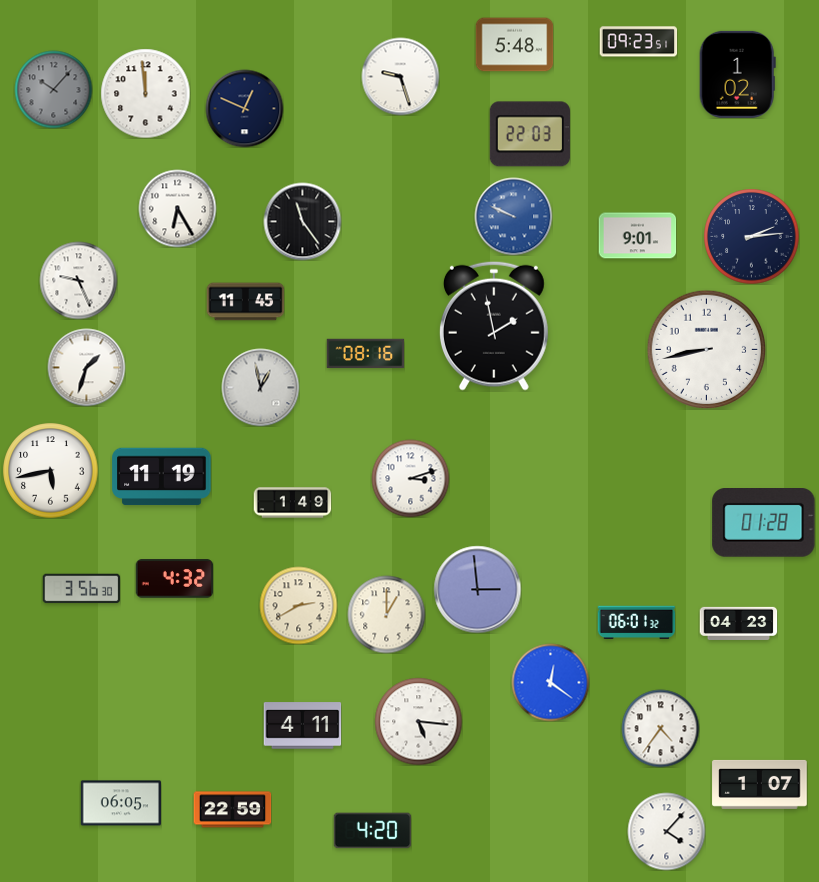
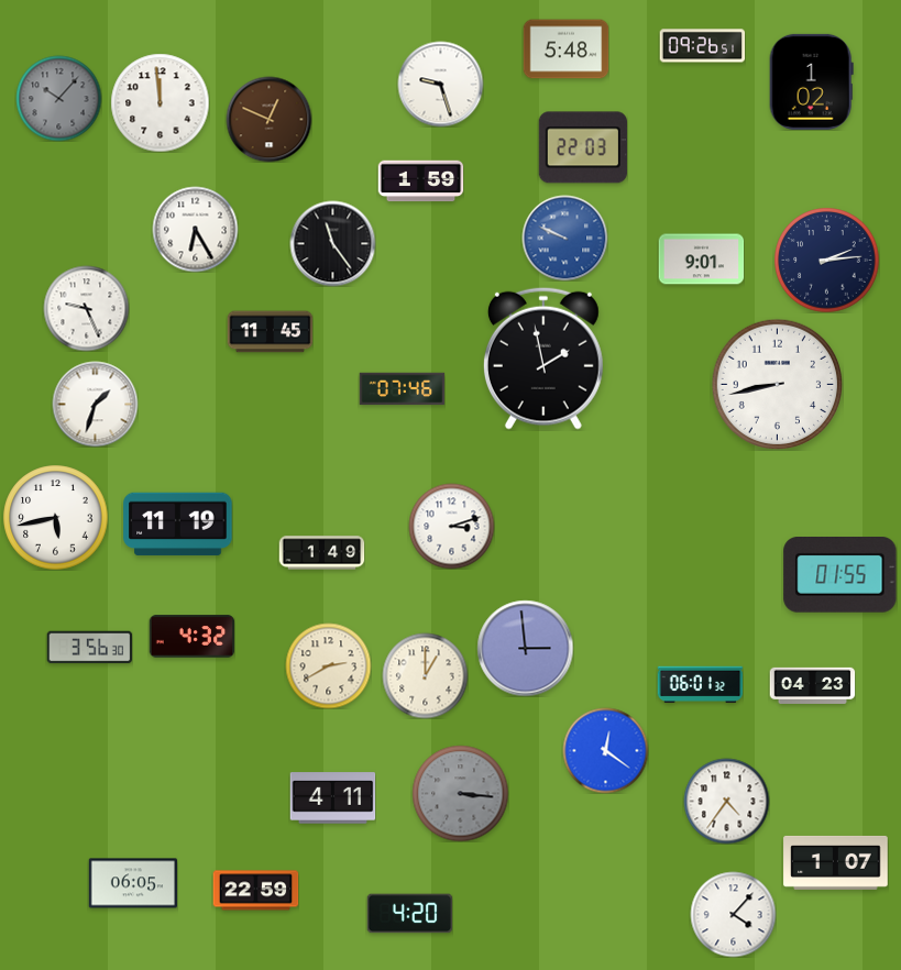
clock at (638, 42): 09:23 -> 09:26
clock at (244, 108) dial: navy -> brown
clock at (420, 181): none -> 1:59
clock at (365, 354): 08:16 -> 07:46
clock at (260, 387): 12:58 -> none
clock at (764, 523): 01:28 -> 01:55
clock at (418, 721): 5:16 -> 3:16
clock at (418, 721) dial: white -> grey
